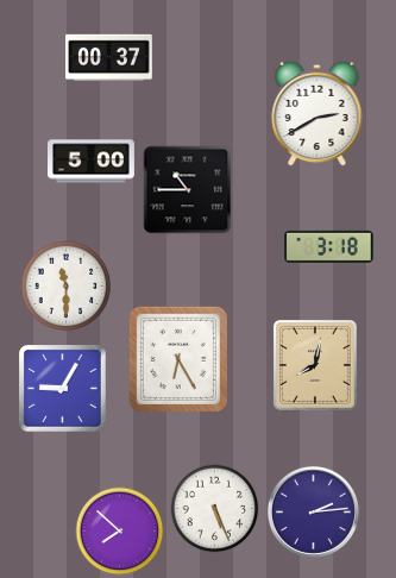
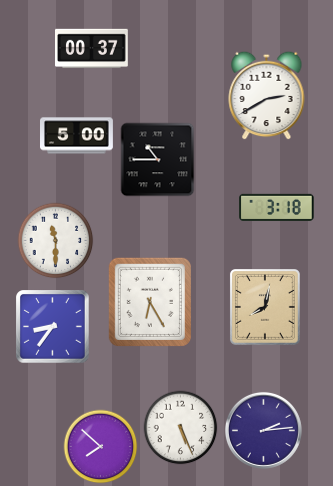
clock at (63, 389): 9:05 -> 8:36
